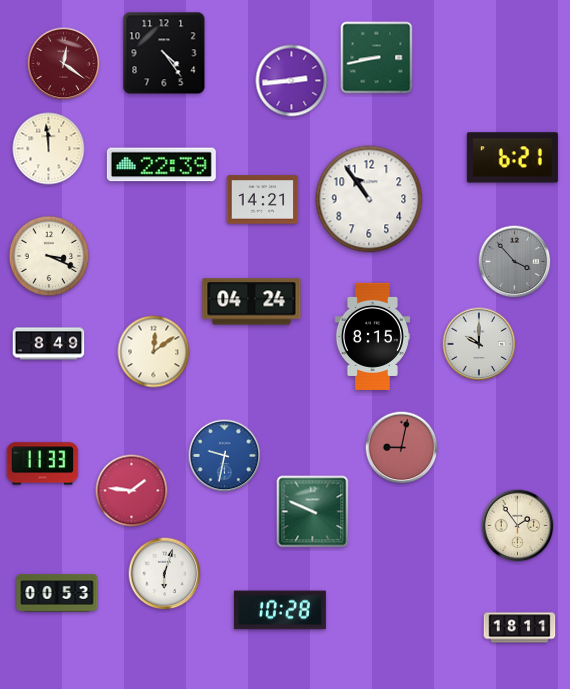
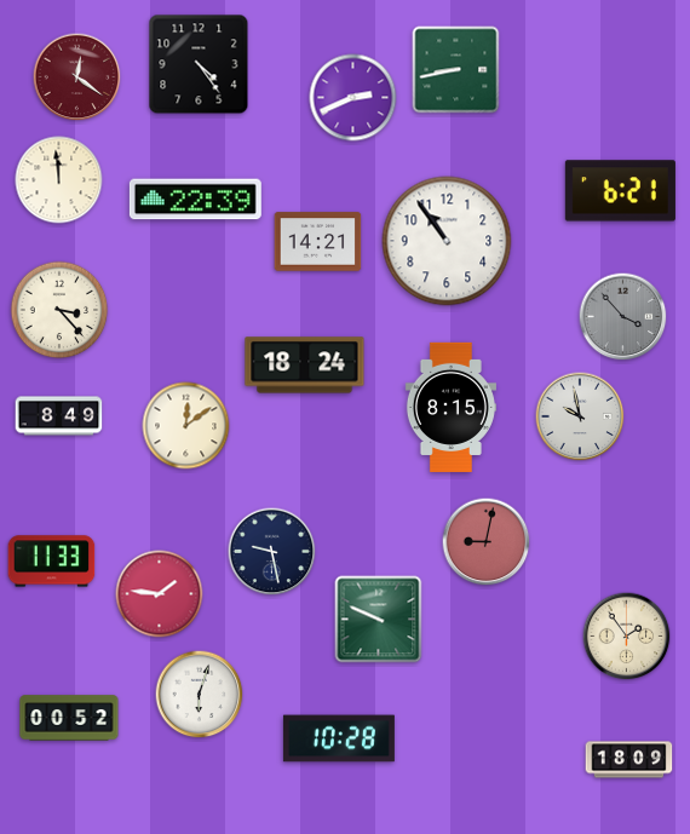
clock at (292, 81): 2:44 -> 2:41
clock at (49, 256): 3:19 -> 3:23
clock at (252, 302): 04:24 -> 18:24
clock at (479, 344): 10:00 -> 9:58
clock at (225, 456): 9:32 -> 9:28
clock at (225, 456) dial: blue -> navy
clock at (57, 593): 00:53 -> 00:52
clock at (520, 628): 18:11 -> 18:09
